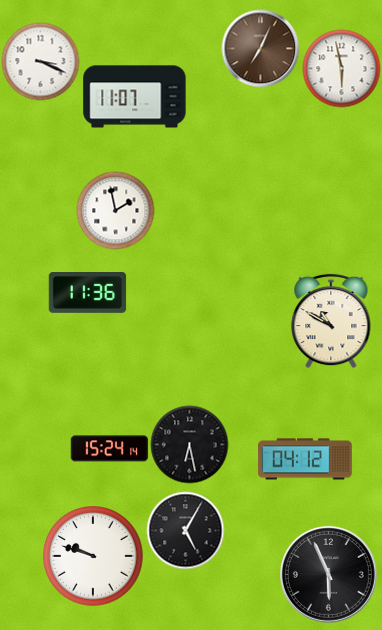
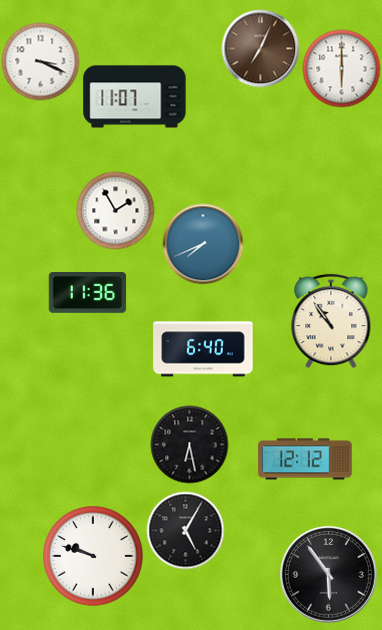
clock at (341, 68): 5:58 -> 6:00
clock at (115, 210): 1:58 -> 1:55
clock at (203, 244): none -> 7:41
clock at (331, 321): 10:50 -> 10:54
clock at (203, 349): none -> 6:40
clock at (109, 449): 15:24 -> none
clock at (305, 459): 04:12 -> 12:12
clock at (328, 574): 5:56 -> 5:54
